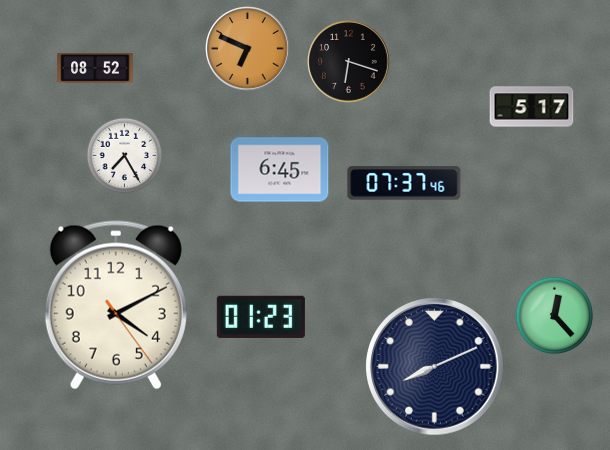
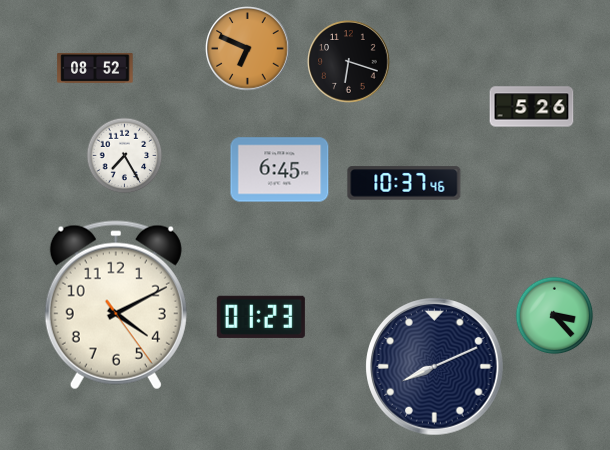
clock at (532, 107): 5:17 -> 5:26
clock at (404, 183): 07:37 -> 10:37
clock at (555, 316): 12:23 -> 3:23
